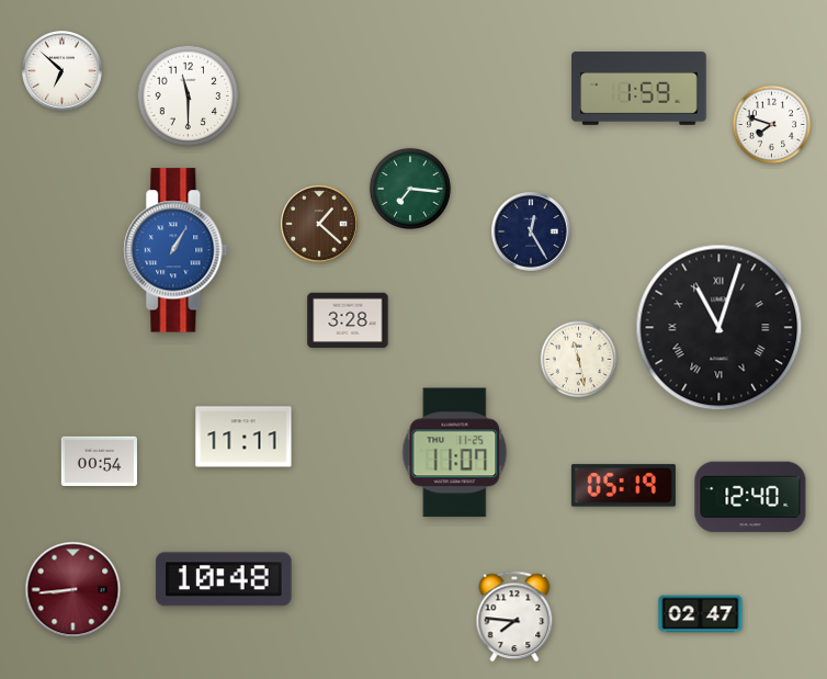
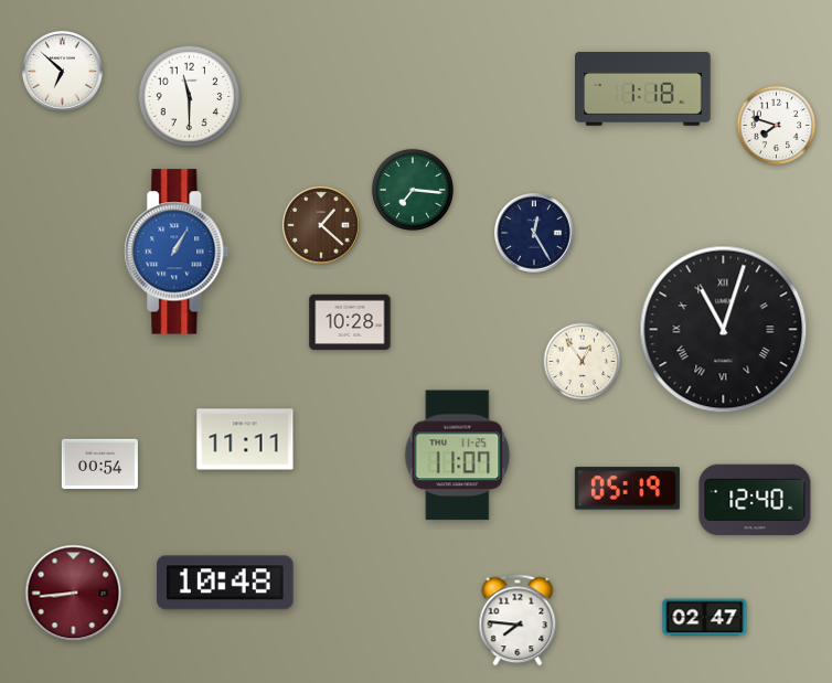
clock at (639, 88): 1:59 -> 1:18
clock at (348, 320): 3:28 -> 10:28
clock at (579, 360): 11:28 -> 12:54
